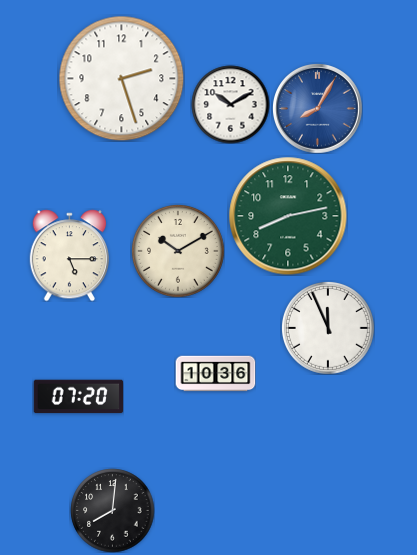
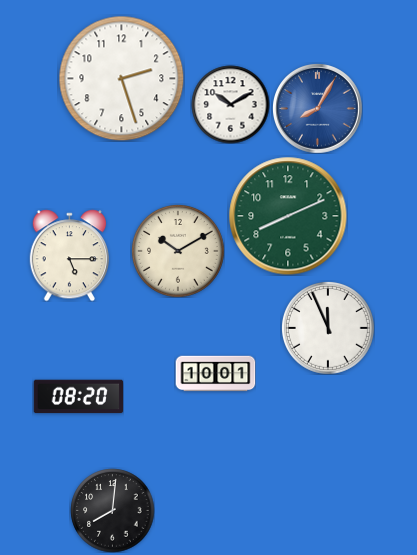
clock at (288, 216): 8:13 -> 8:11
clock at (215, 374): 10:36 -> 10:01
clock at (78, 397): 07:20 -> 08:20
